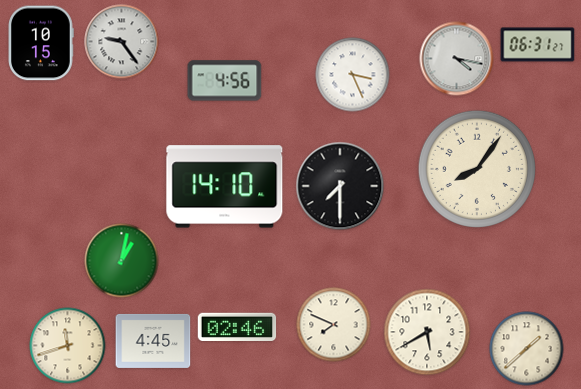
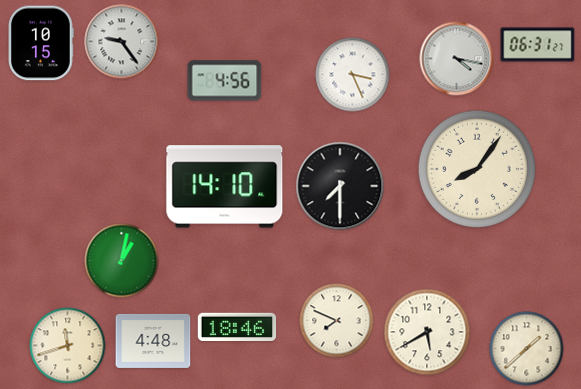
clock at (334, 325) position: (334, 325) -> (337, 321)
clock at (237, 327): 02:46 -> 18:46
clock at (153, 341): 4:45 -> 4:48
